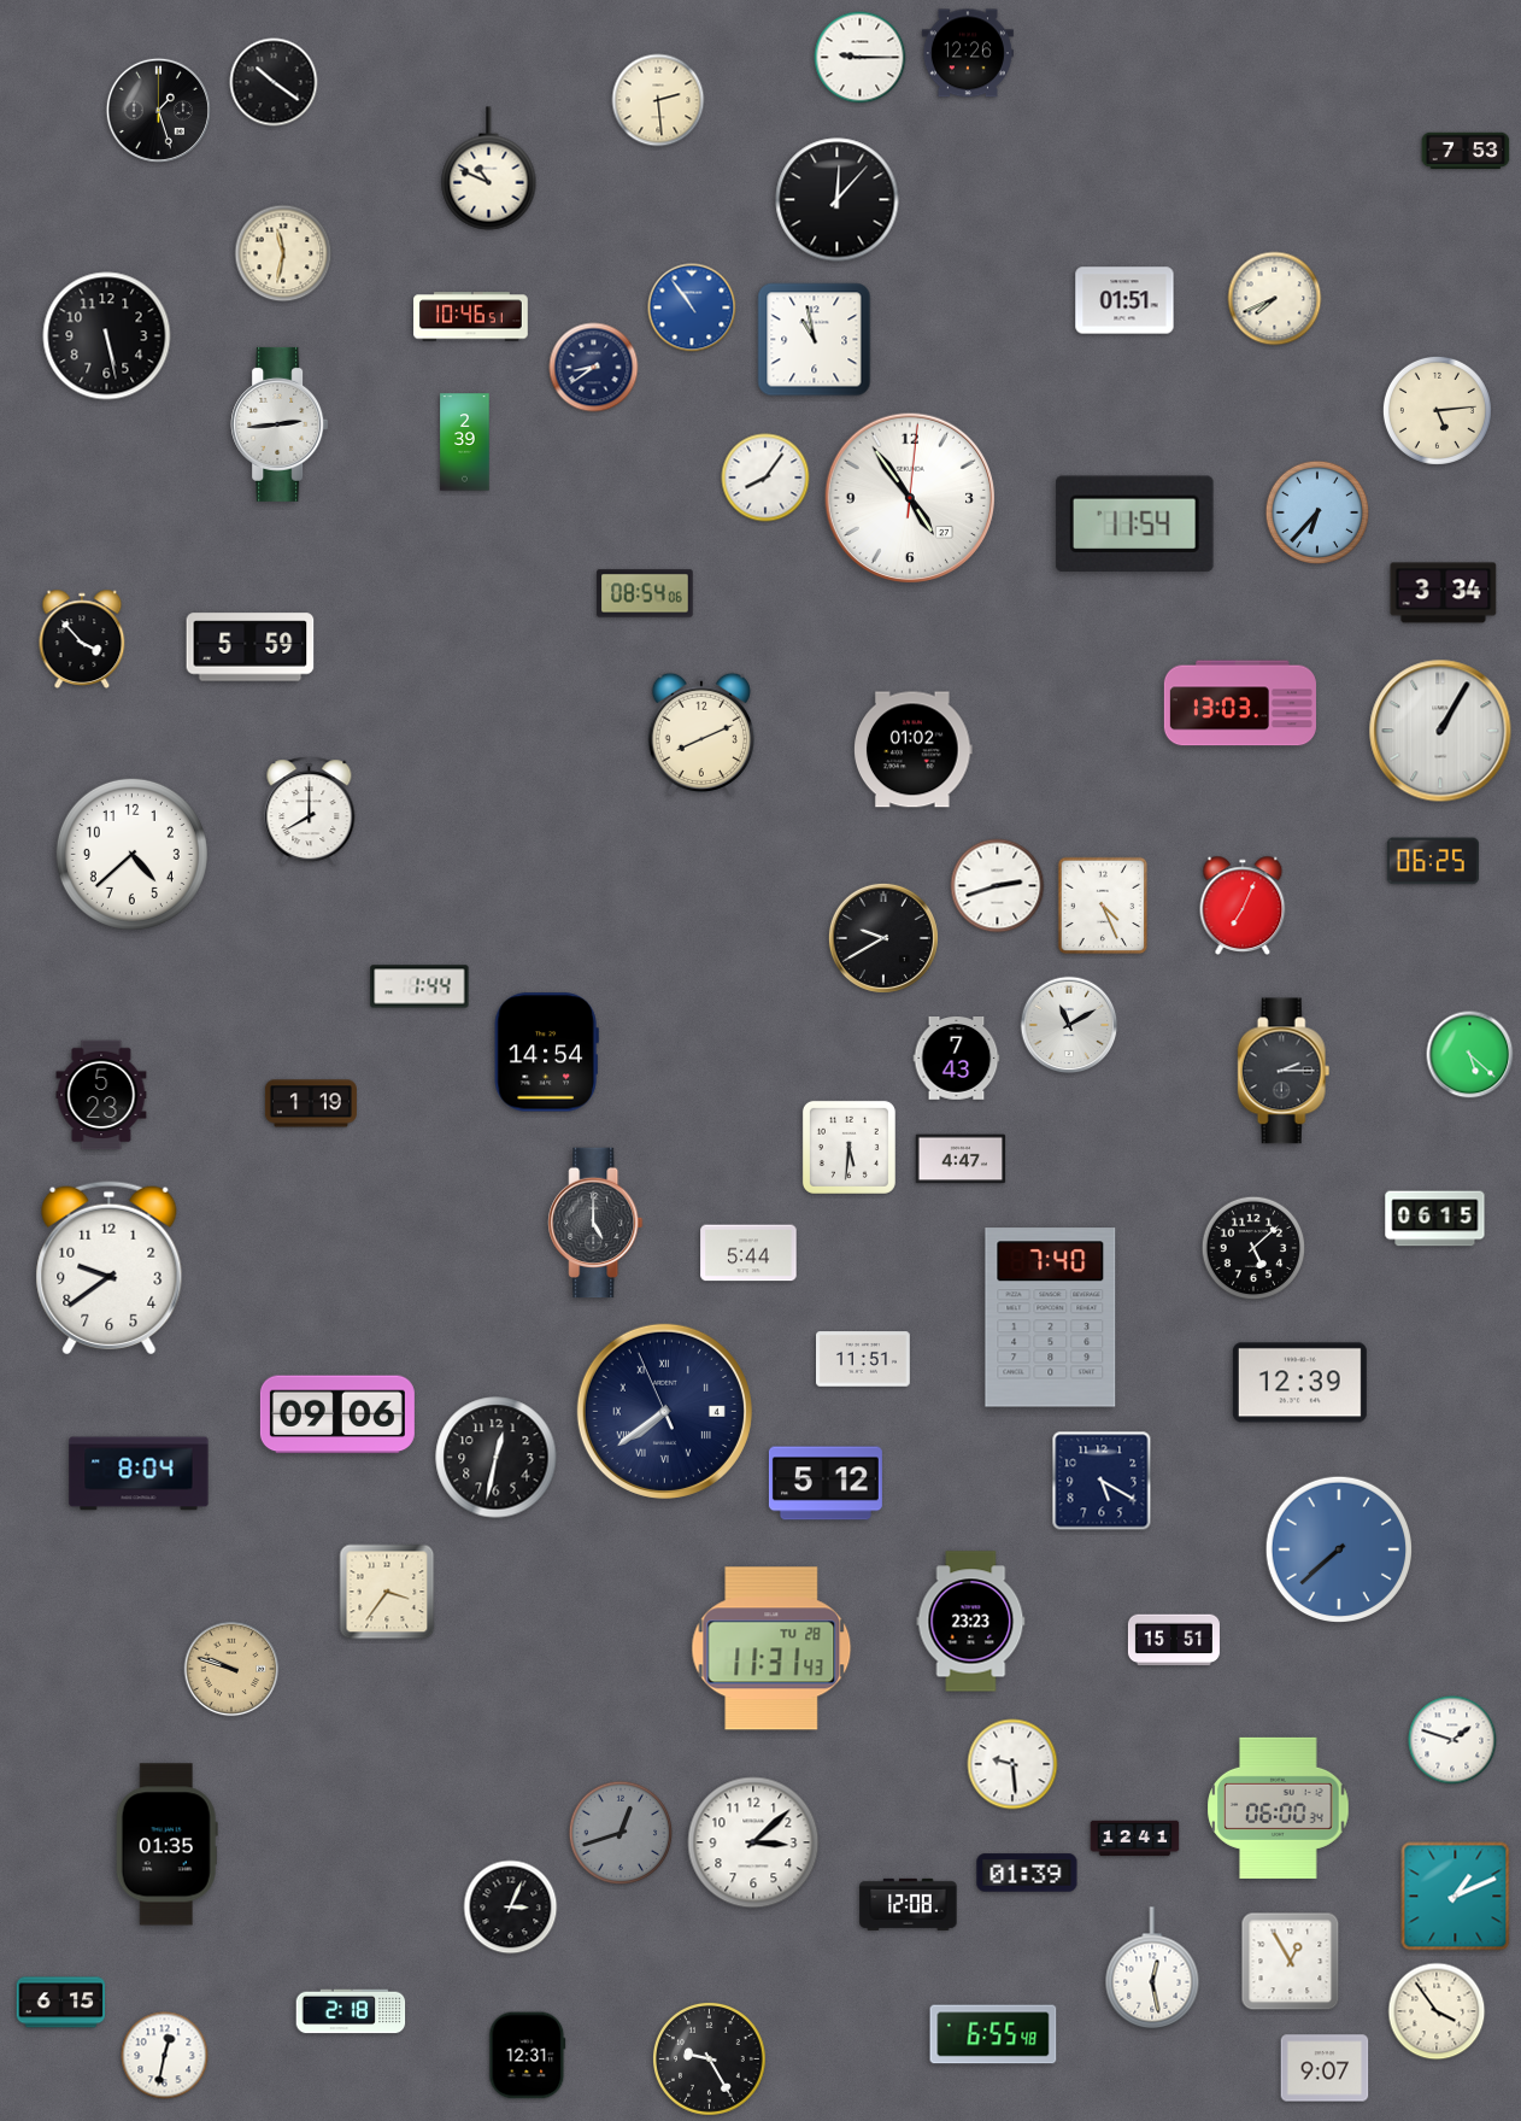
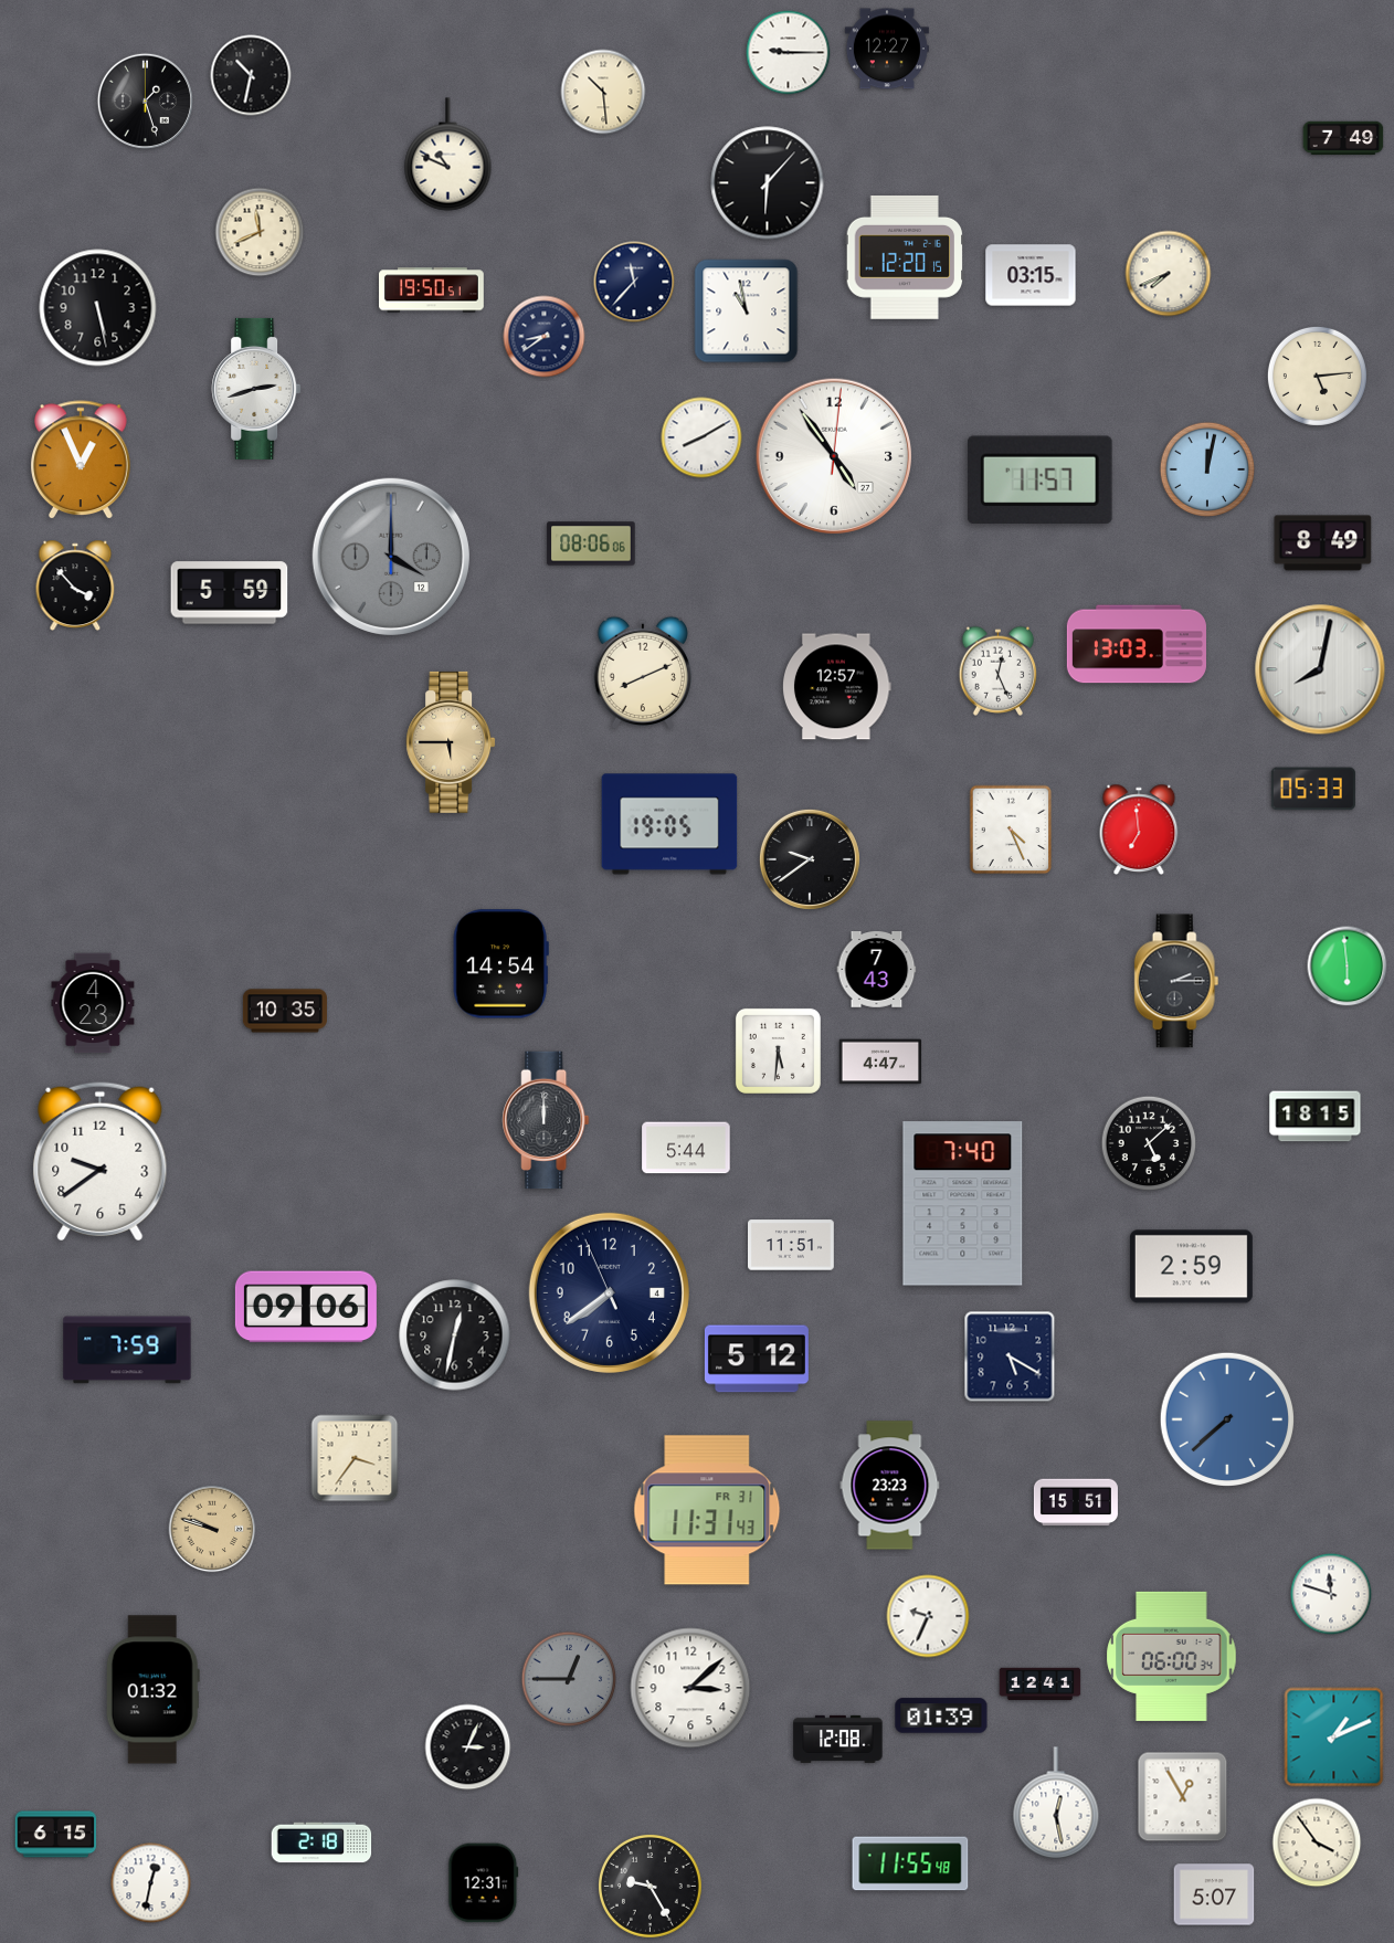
clock at (968, 53): 12:26 -> 12:27
clock at (274, 82): 10:21 -> 10:32
clock at (658, 100): 2:29 -> 10:29
clock at (1466, 151): 7:53 -> 7:49
clock at (838, 200): 12:07 -> 6:07
clock at (283, 253): 11:32 -> 11:41
clock at (905, 257): none -> 12:20
clock at (1124, 300): 01:51 -> 03:15
clock at (692, 307): 10:54 -> 11:37
clock at (692, 307) dial: blue -> navy
clock at (471, 317): 10:46 -> 19:50
clock at (280, 424): 2:44 -> 2:42
clock at (465, 443): 2:39 -> none
clock at (765, 477): 8:06 -> 8:10
clock at (82, 461): none -> 12:56
clock at (1317, 512): 6:37 -> 12:02
clock at (1134, 525): 11:54 -> 11:57
clock at (645, 593): 08:54 -> 08:06
clock at (1444, 593): 3:34 -> 8:49
clock at (391, 557): none -> 4:00
clock at (1440, 731): 1:05 -> 8:02
clock at (999, 670): none -> 12:26
clock at (914, 750): 01:02 -> 12:57
clock at (451, 742): none -> 5:45
clock at (310, 812): 8:00 -> none
clock at (131, 854): 4:38 -> none
clock at (1433, 861): 06:25 -> 05:33
clock at (998, 886): 2:42 -> none
clock at (669, 824): none -> 19:05
clock at (1243, 904): 7:04 -> 6:59
clock at (883, 938): 9:40 -> 9:39
clock at (419, 986): 1:44 -> none
clock at (1069, 1025): 11:10 -> none
clock at (1470, 1055): 5:22 -> 5:59
clock at (101, 1095): 5:23 -> 4:23
clock at (311, 1103): 1:19 -> 10:35
clock at (1435, 1219): 06:15 -> 18:15
clock at (595, 1223): 5:00 -> 12:00
clock at (1051, 1318) position: (1051, 1318) -> (963, 1204)
clock at (1299, 1383): 12:39 -> 2:59
clock at (664, 1411) numerals: Roman -> Arabic
clock at (337, 1414) position: (337, 1414) -> (306, 1307)
clock at (139, 1473): 8:04 -> 7:59
clock at (771, 1648) date: TU 28 -> FR 31
clock at (1452, 1740): 1:48 -> 11:48
clock at (1012, 1764): 9:29 -> 9:34
clock at (621, 1833): 12:42 -> 12:45
clock at (166, 1845): 01:35 -> 01:32
clock at (909, 1904) position: (909, 1904) -> (838, 1739)
clock at (993, 2034): 6:55 -> 11:55
clock at (1325, 2068): 9:07 -> 5:07
